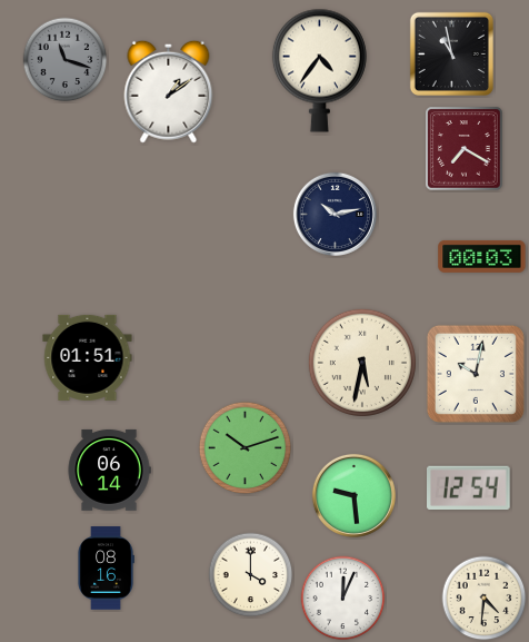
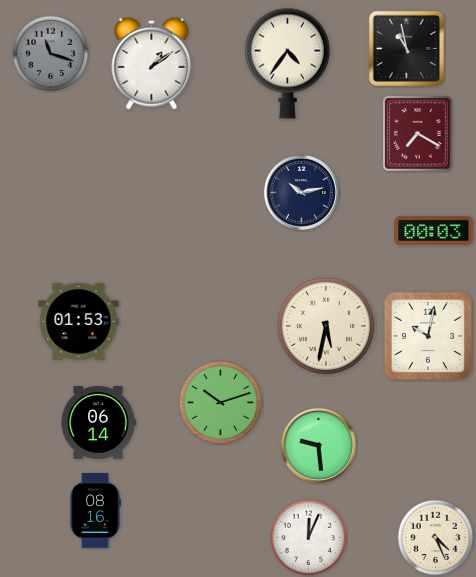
clock at (66, 60) position: (66, 60) -> (51, 54)
clock at (169, 91) position: (169, 91) -> (152, 63)
clock at (88, 357): 01:51 -> 01:53
clock at (469, 487): 12:54 -> none
clock at (251, 575): 4:00 -> none
clock at (485, 599): 4:31 -> 4:26
